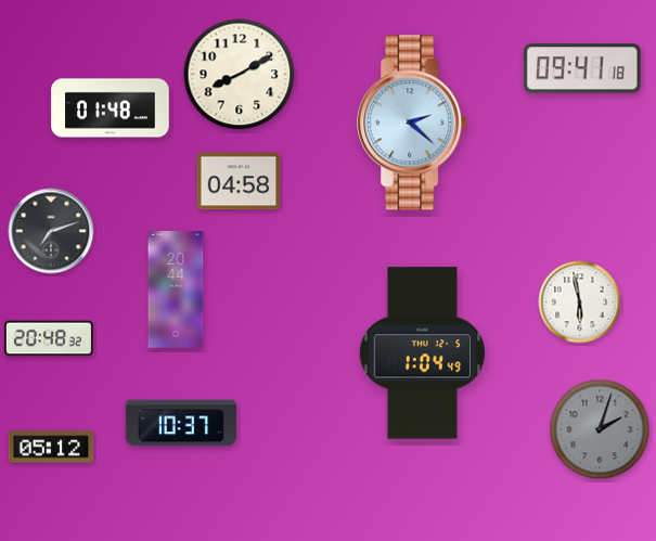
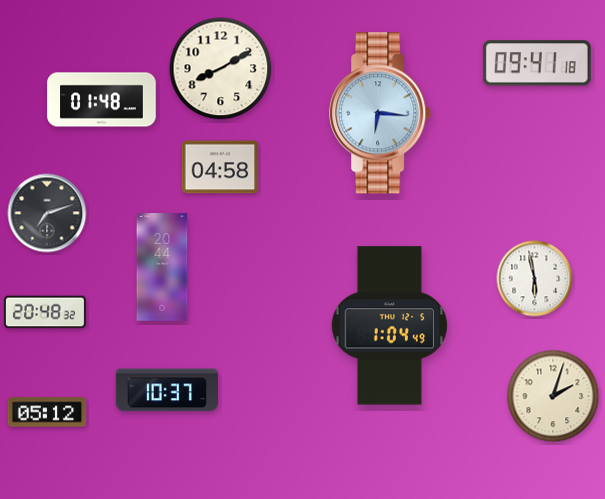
clock at (413, 123): 2:22 -> 6:16
clock at (600, 429) dial: grey -> cream
